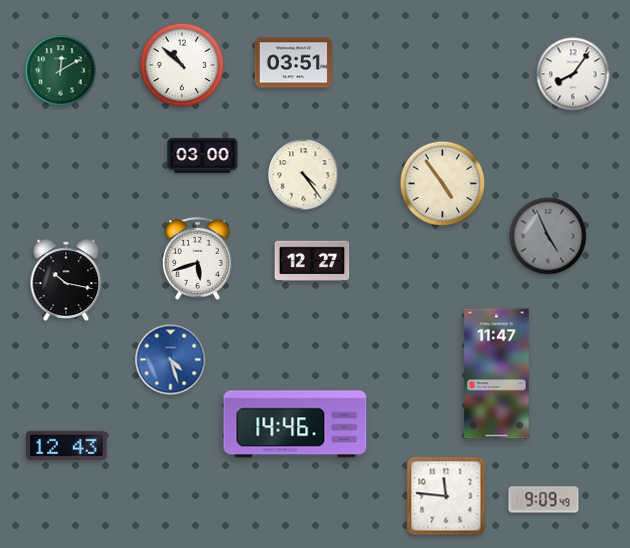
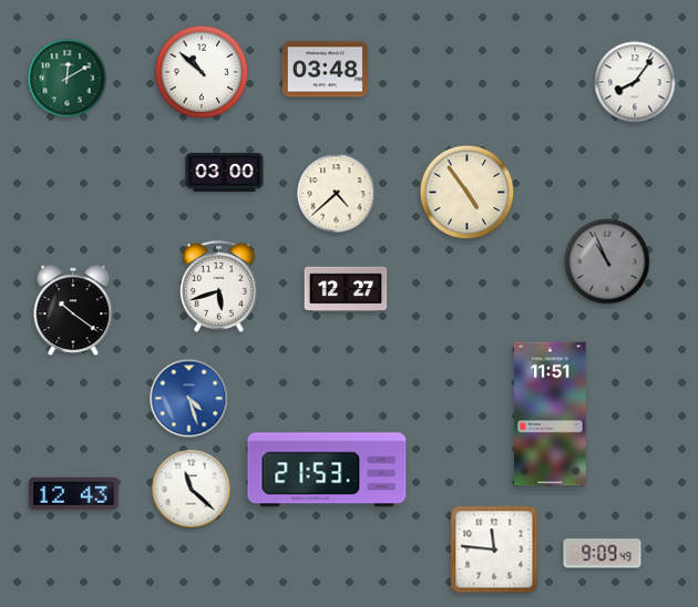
clock at (293, 63): 03:51 -> 03:48
clock at (304, 175): 4:24 -> 4:38
clock at (443, 184) position: (443, 184) -> (468, 193)
clock at (548, 236): 4:56 -> 10:56
clock at (66, 280): 10:17 -> 10:21
clock at (497, 374): 11:47 -> 11:51
clock at (295, 424): 14:46 -> 21:53
clock at (192, 490): none -> 11:22
